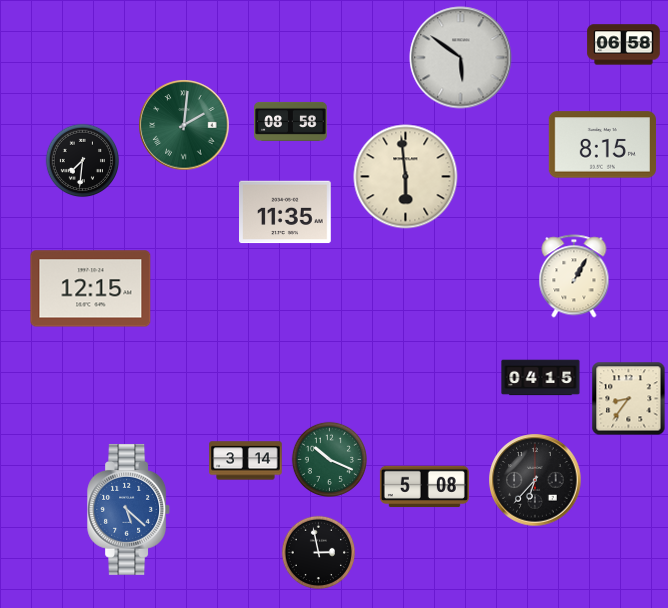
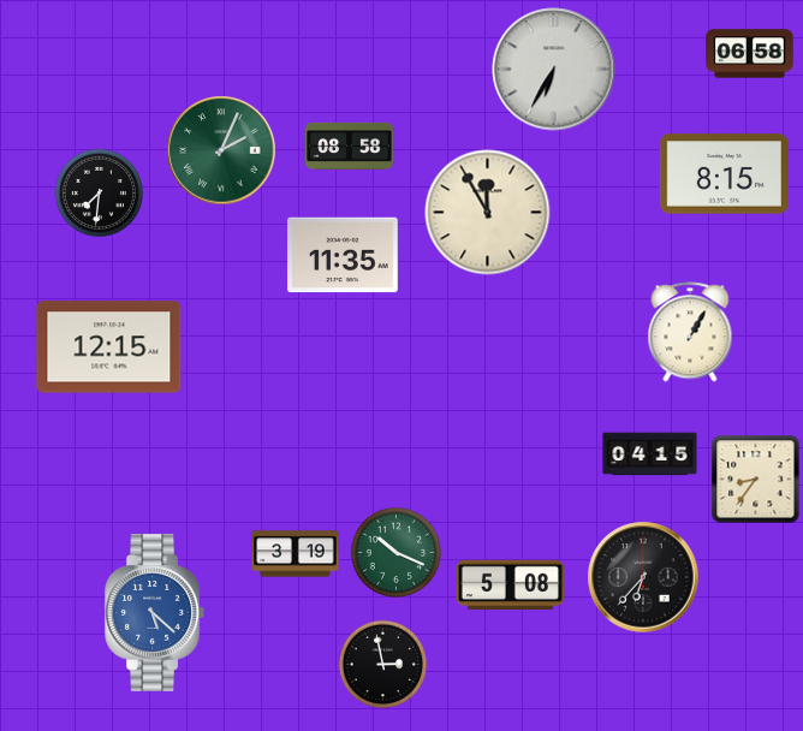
clock at (461, 58): 5:51 -> 6:35
clock at (184, 125): 2:01 -> 2:04
clock at (406, 177): 5:59 -> 11:55
clock at (246, 461): 3:14 -> 3:19
